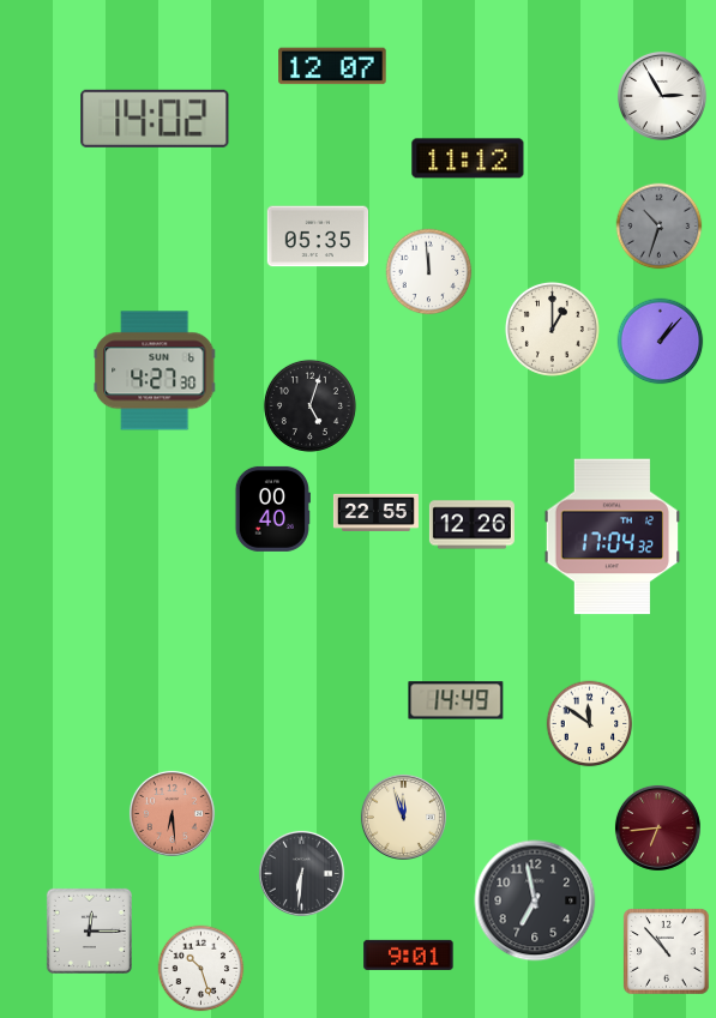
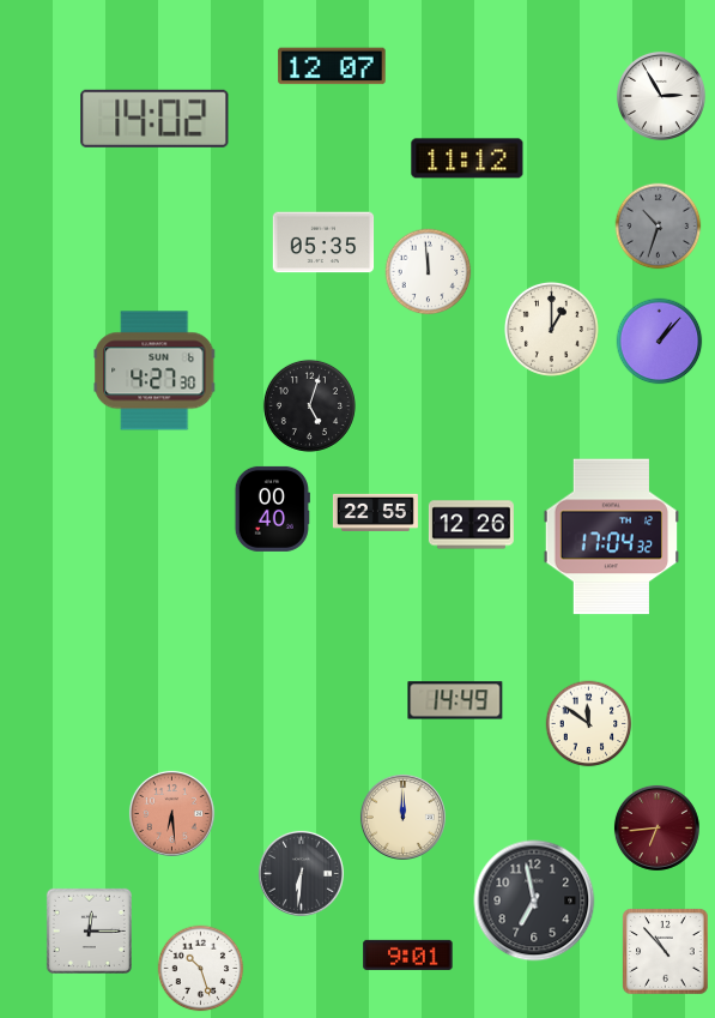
clock at (318, 236) position: (318, 236) -> (323, 242)
clock at (403, 817): 11:57 -> 12:00
